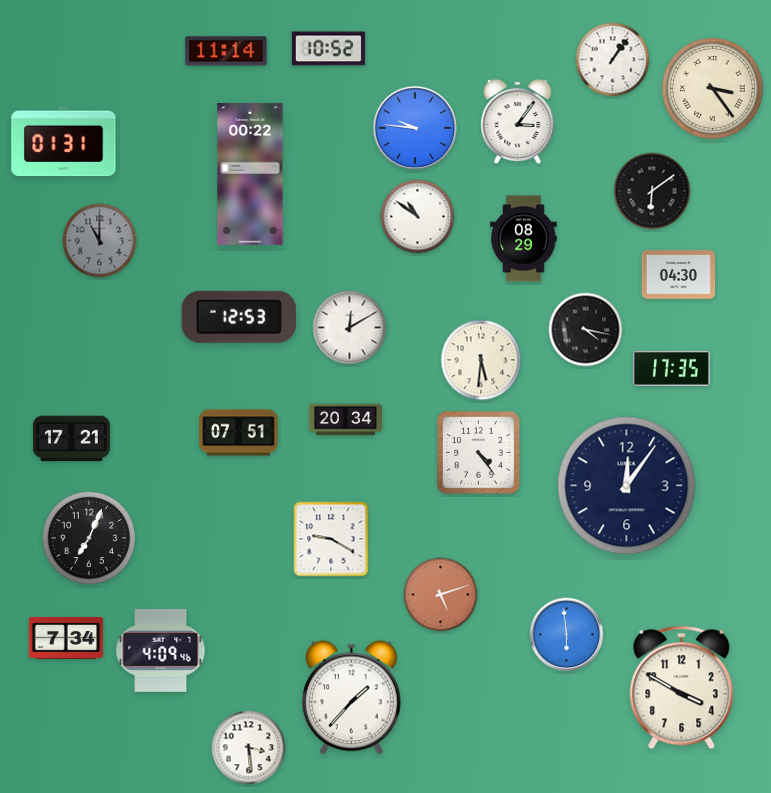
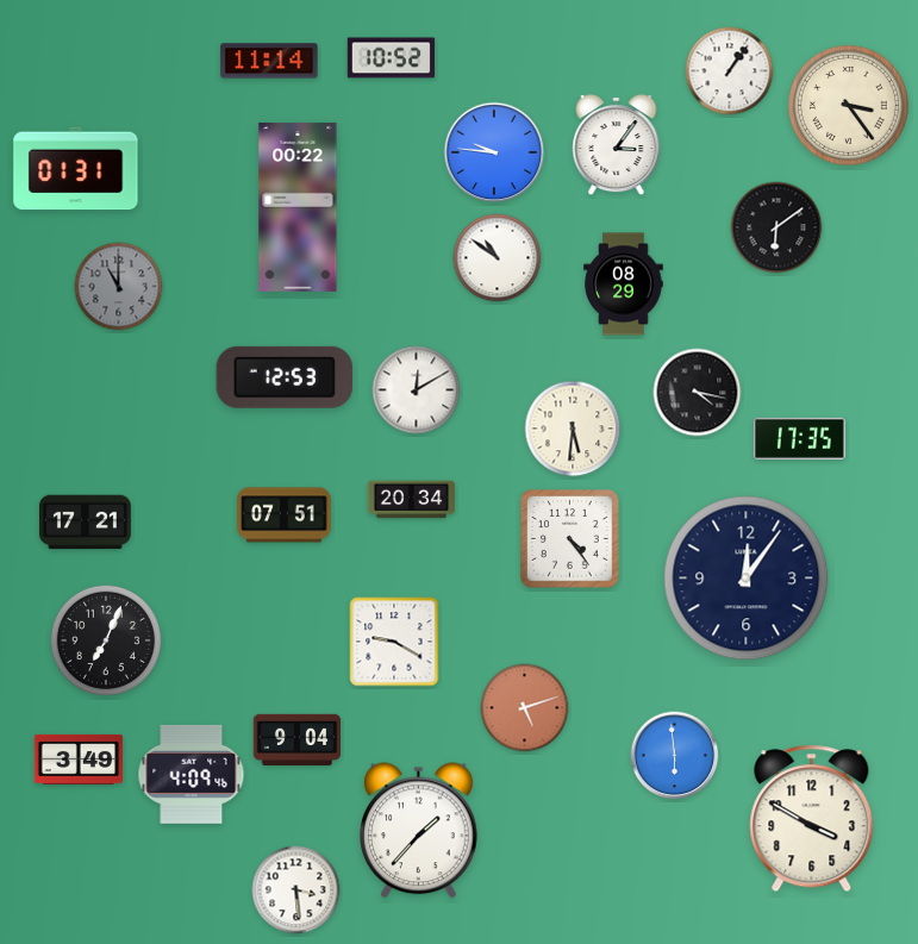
clock at (679, 275): 04:30 -> none
clock at (298, 739): none -> 9:04
clock at (66, 638): 7:34 -> 3:49
